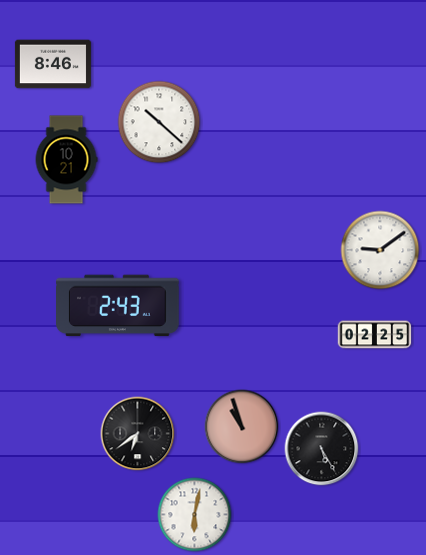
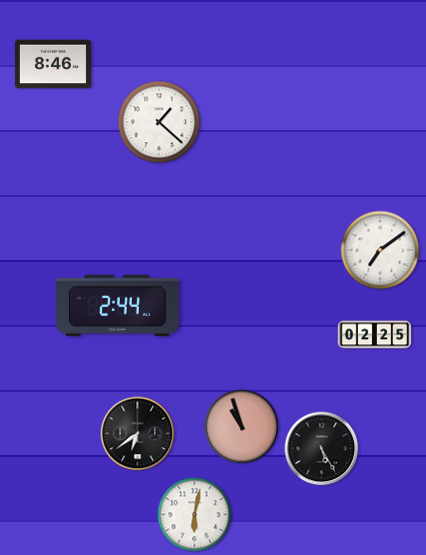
clock at (159, 122): 10:22 -> 1:22
clock at (66, 160): 10:21 -> none
clock at (380, 250): 9:09 -> 7:09
clock at (118, 306): 2:43 -> 2:44
